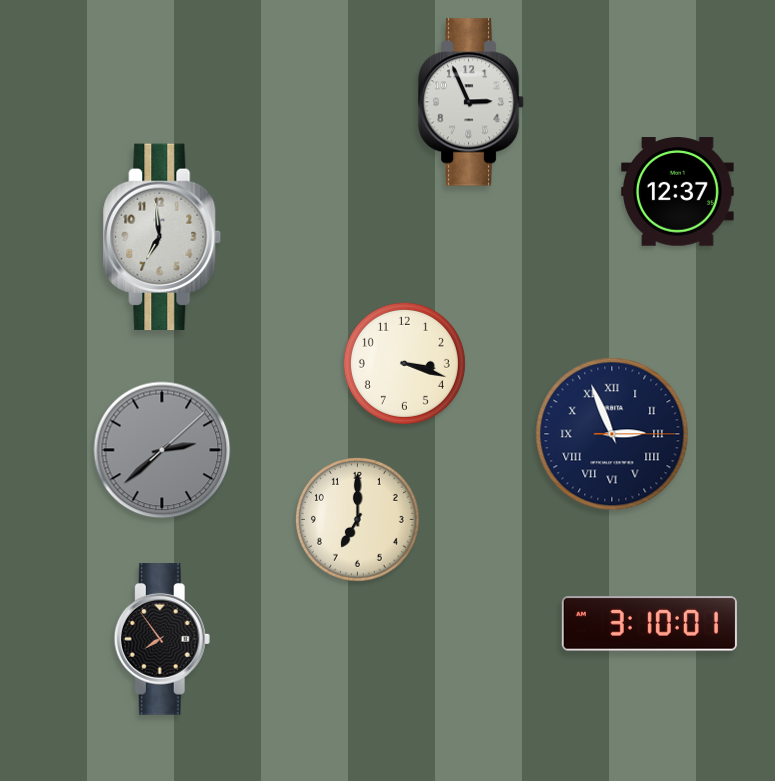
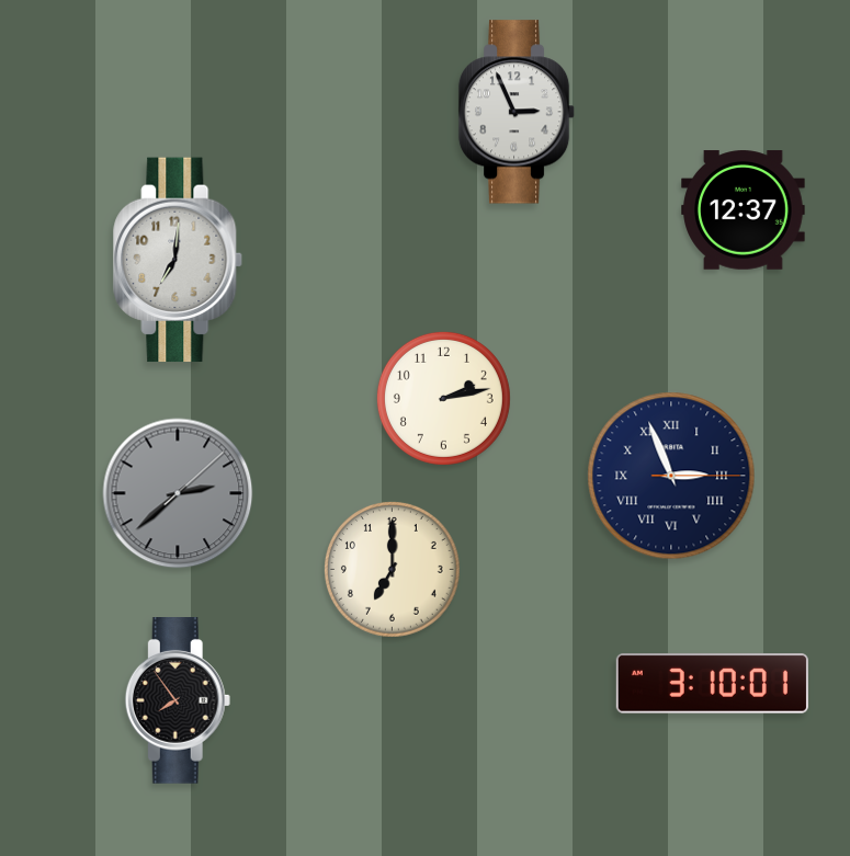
clock at (163, 237): 6:59 -> 7:01
clock at (404, 363): 3:18 -> 2:13
